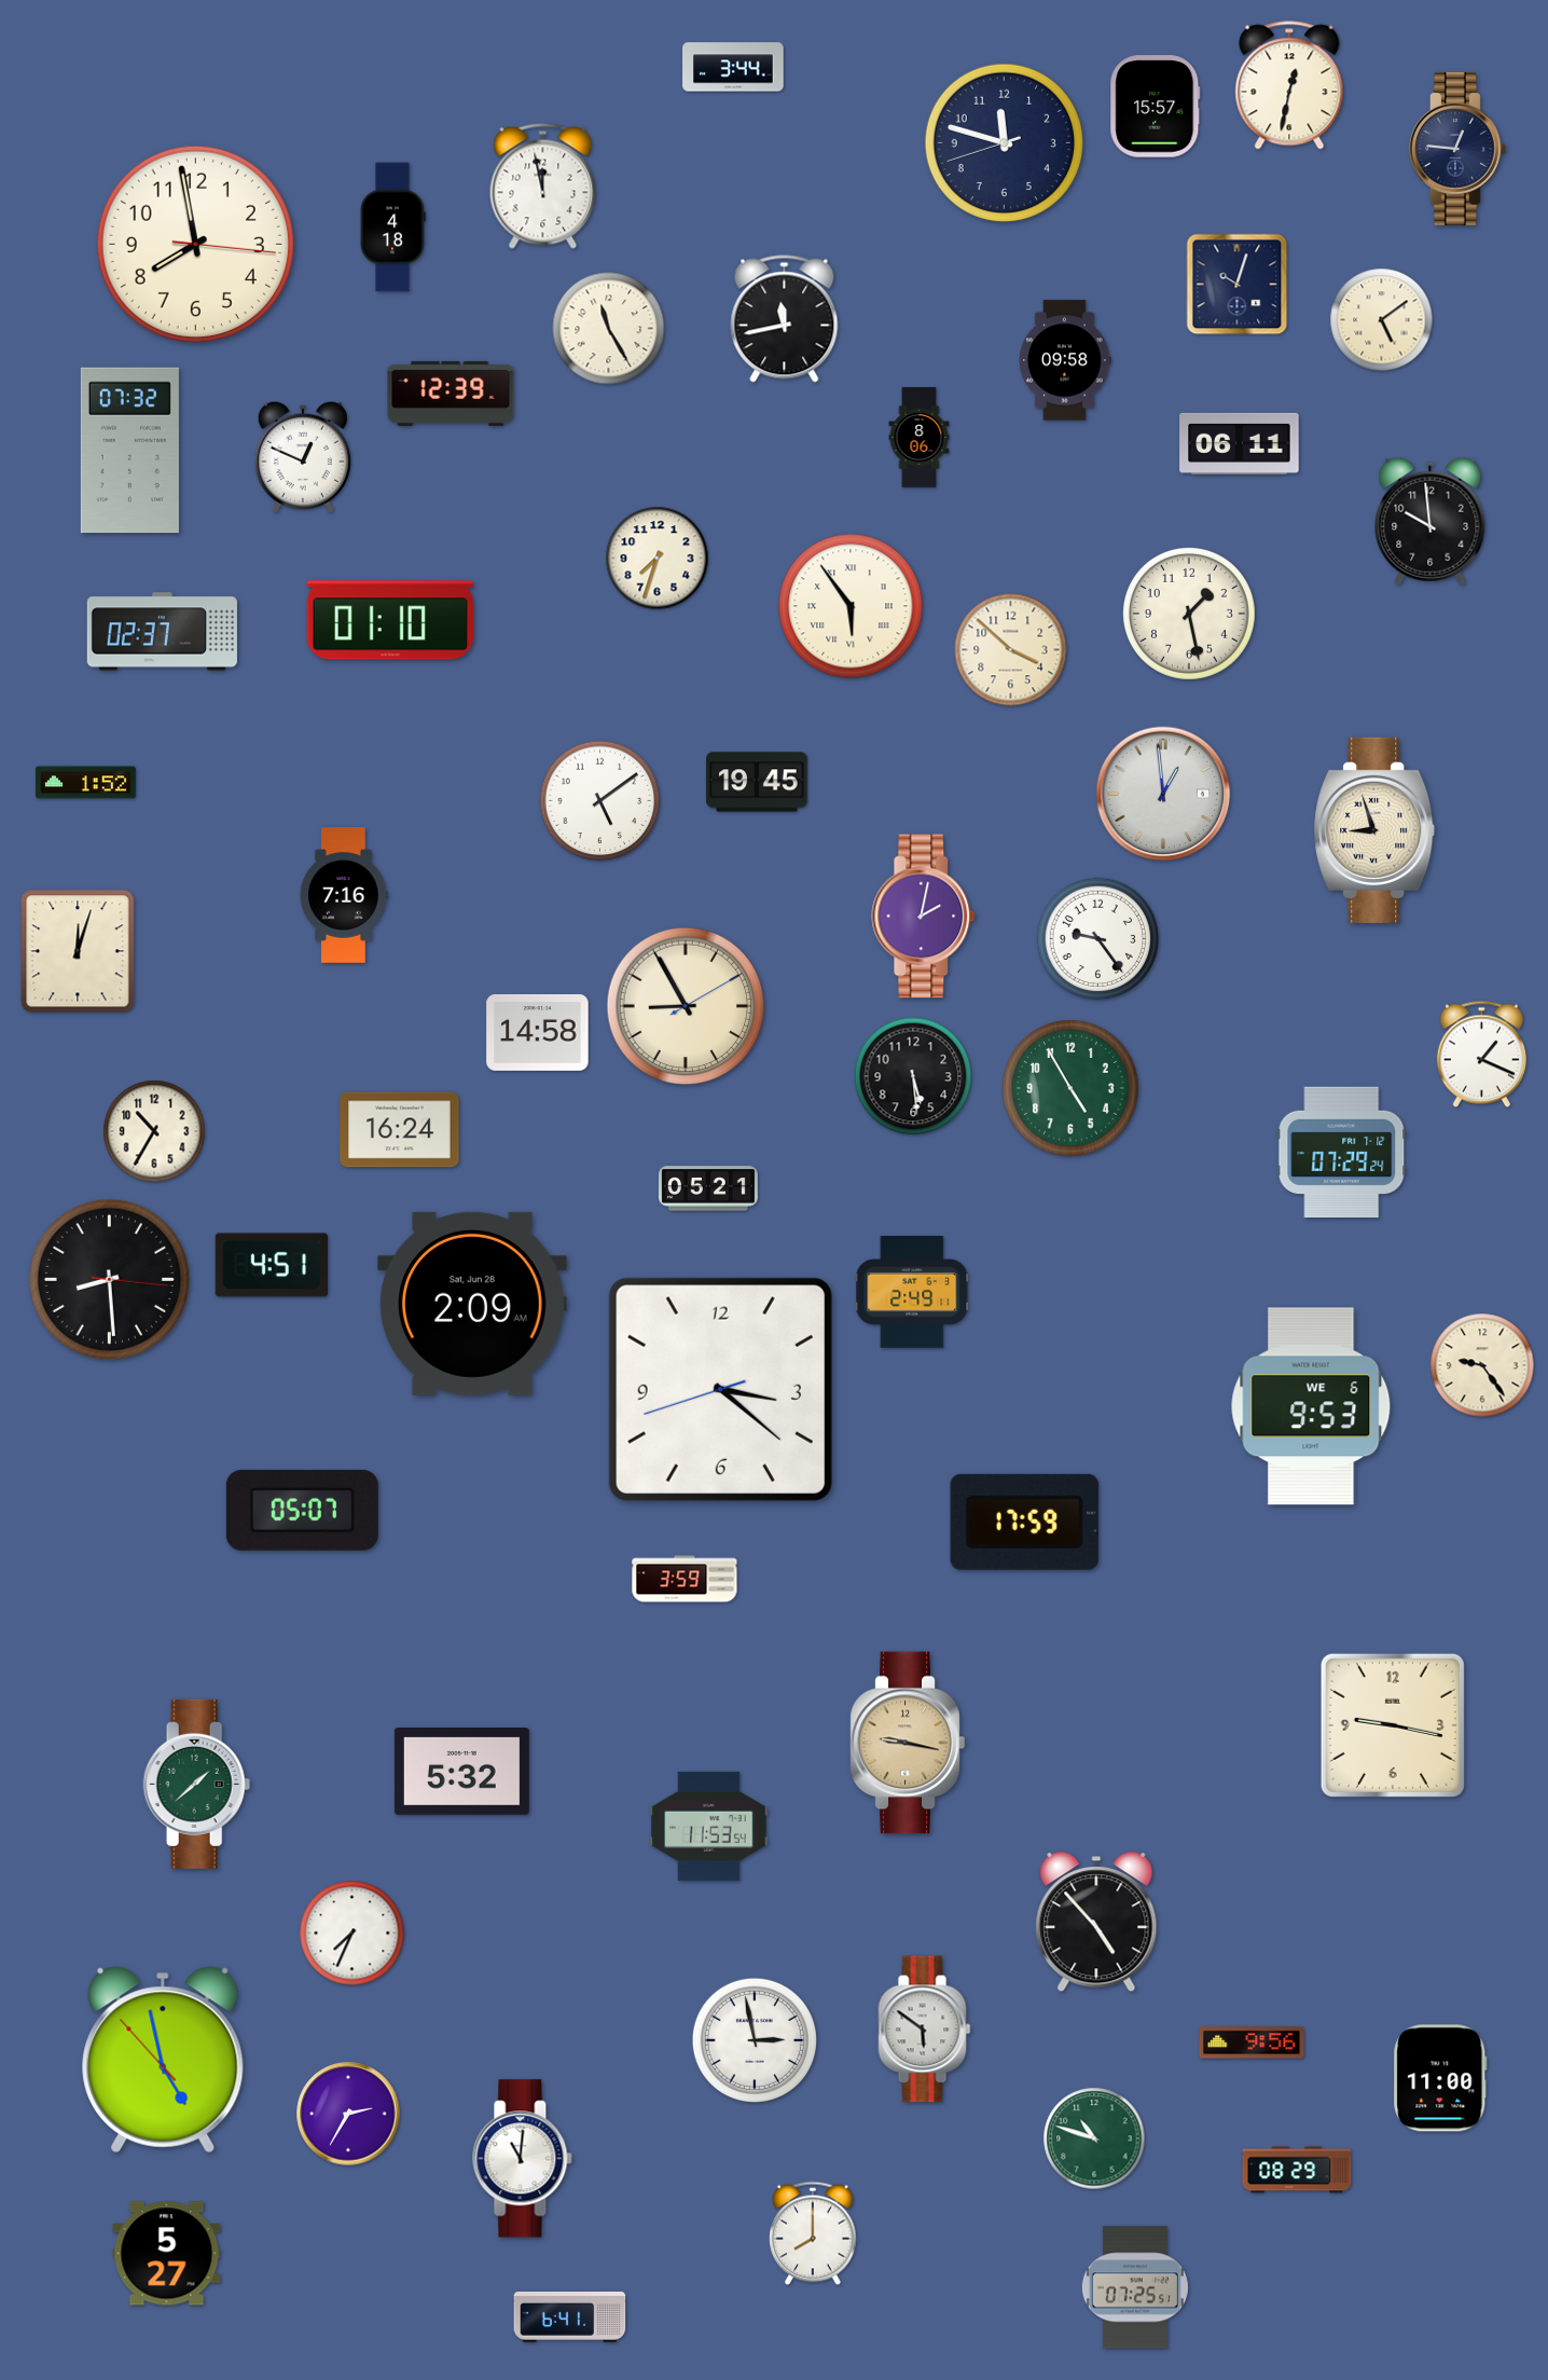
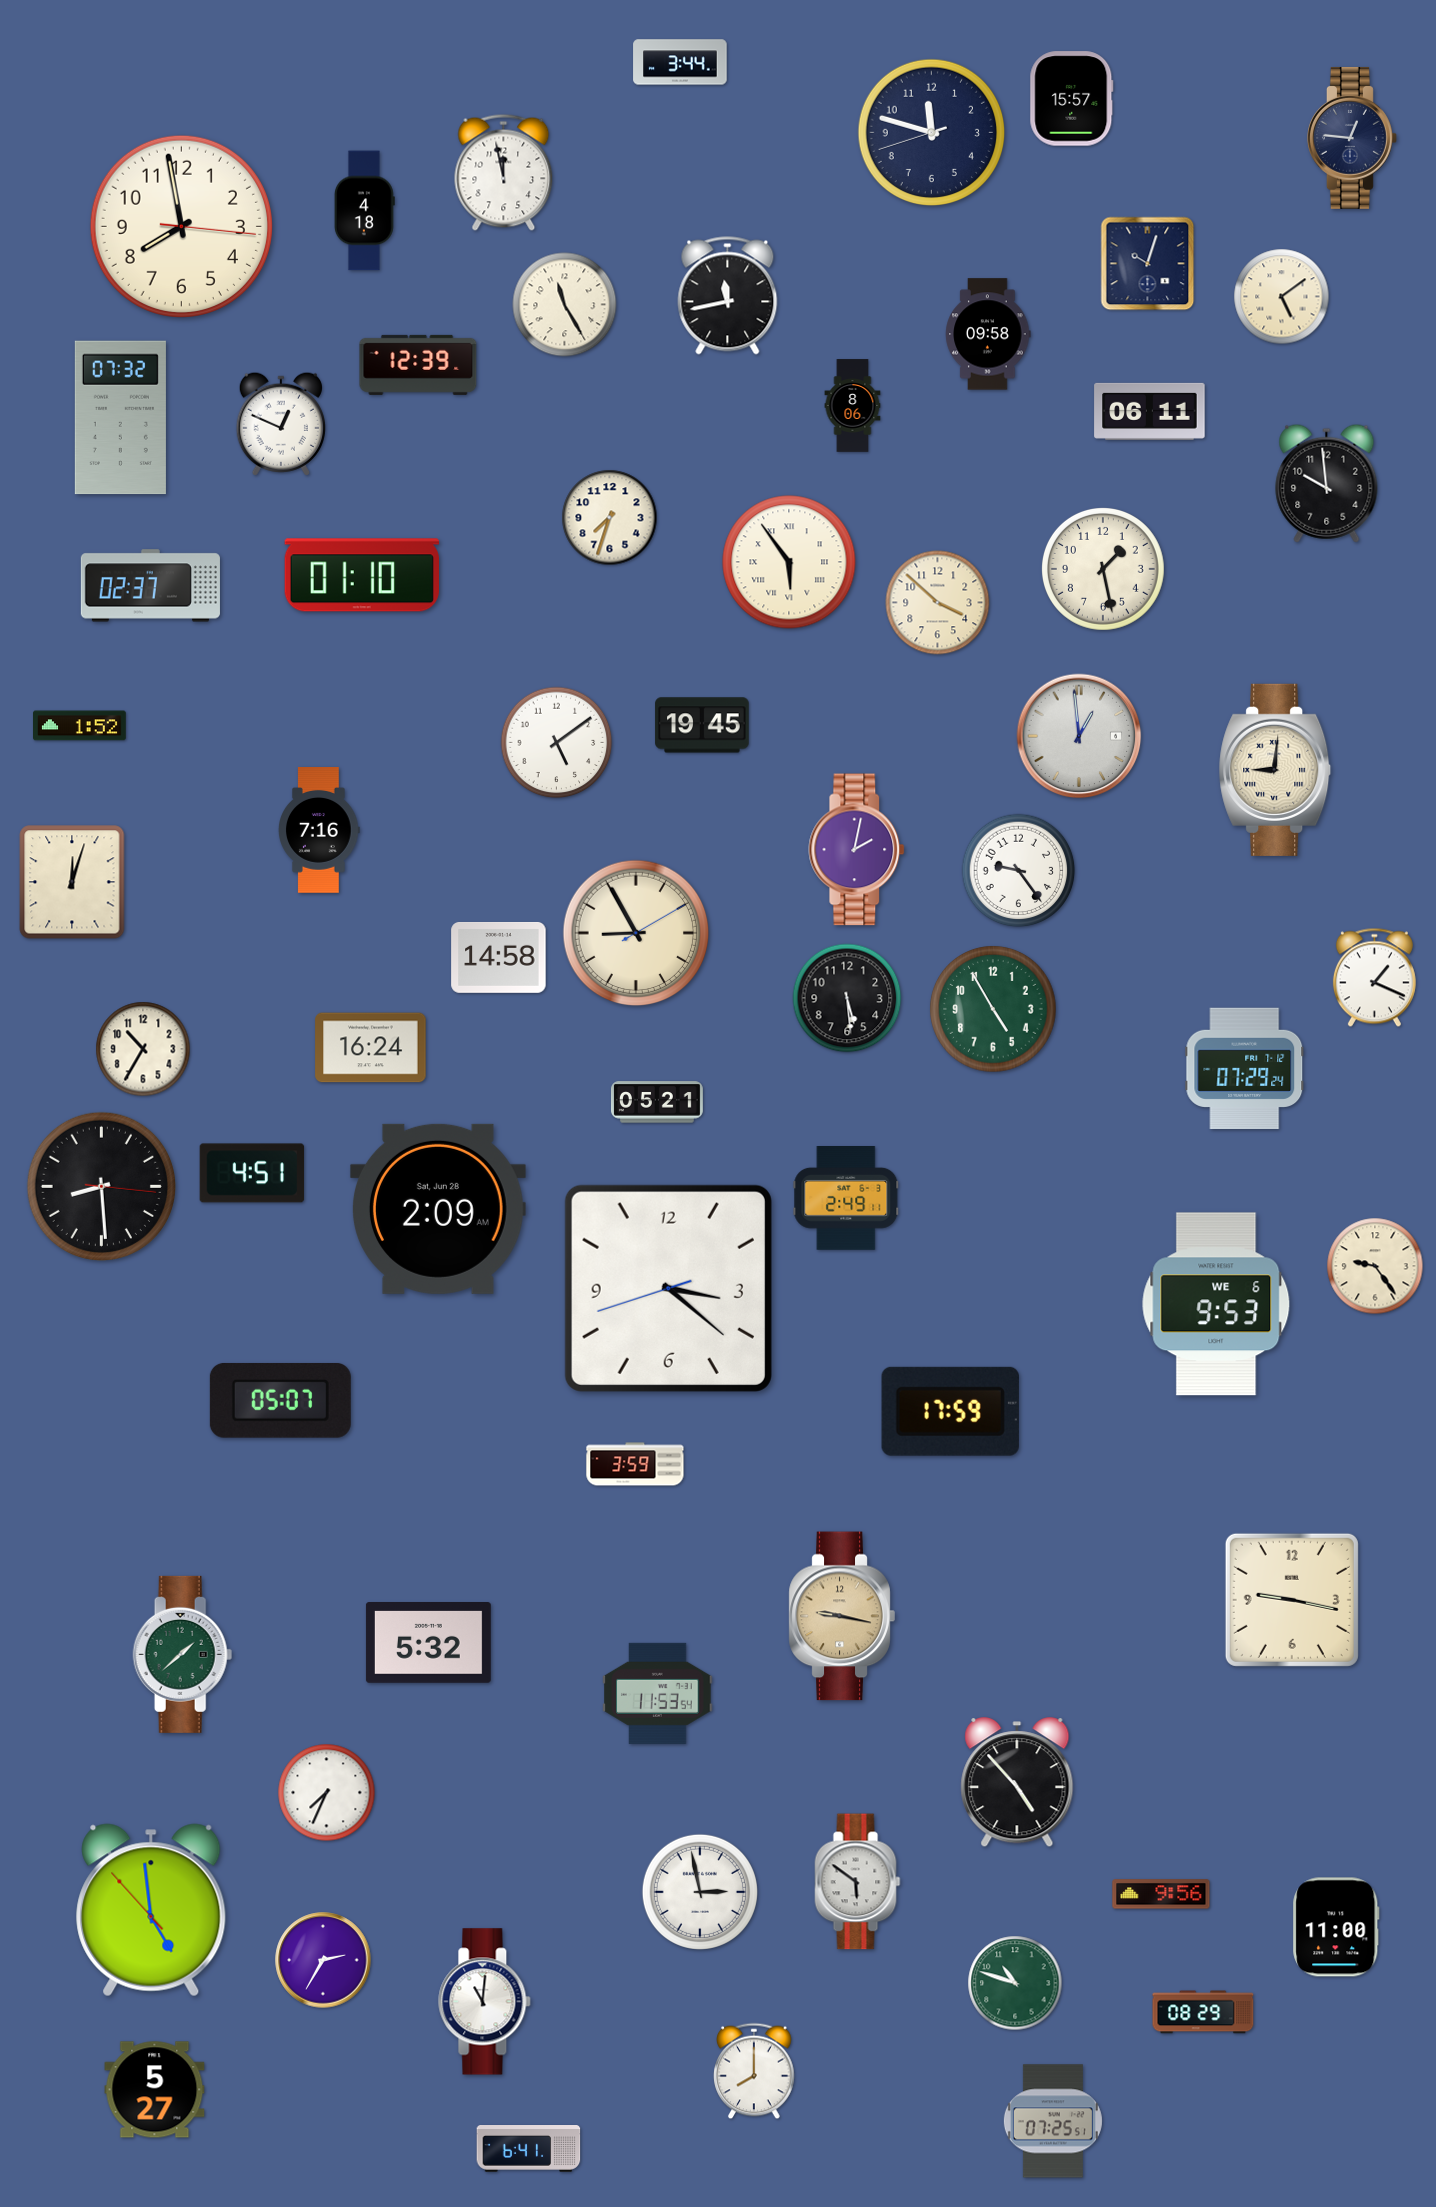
clock at (1289, 85): 12:32 -> none
clock at (1374, 830): 8:57 -> 9:01
clock at (163, 2060): 4:57 -> 4:58
